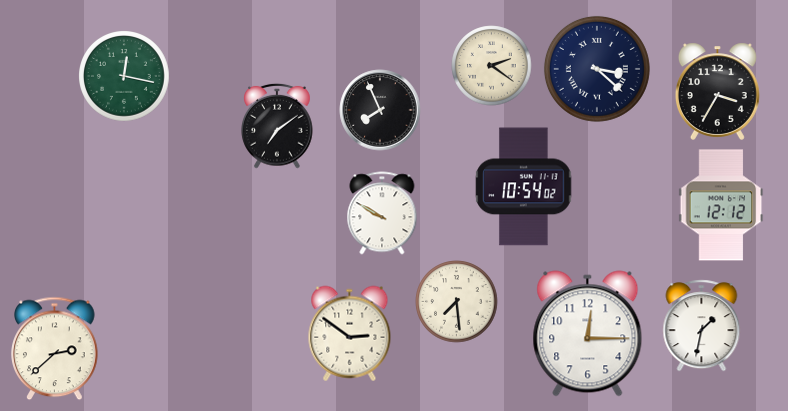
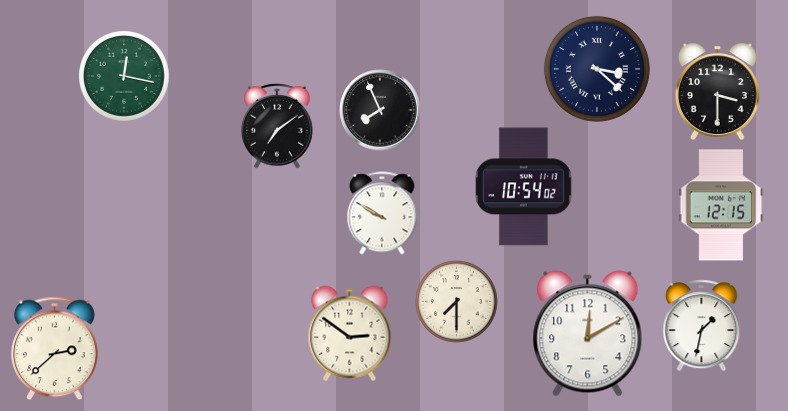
clock at (492, 66): 2:21 -> none
clock at (717, 91): 3:35 -> 3:30
clock at (721, 205): 12:12 -> 12:15
clock at (457, 302): 7:29 -> 7:30
clock at (588, 334): 12:15 -> 12:10
